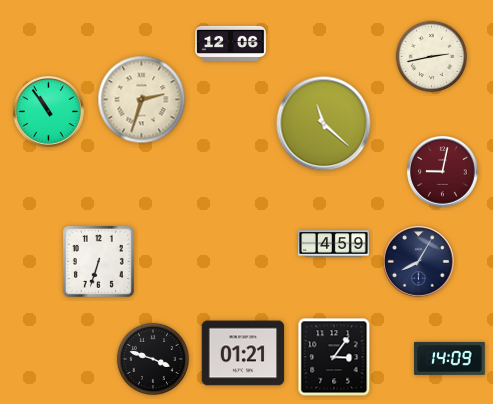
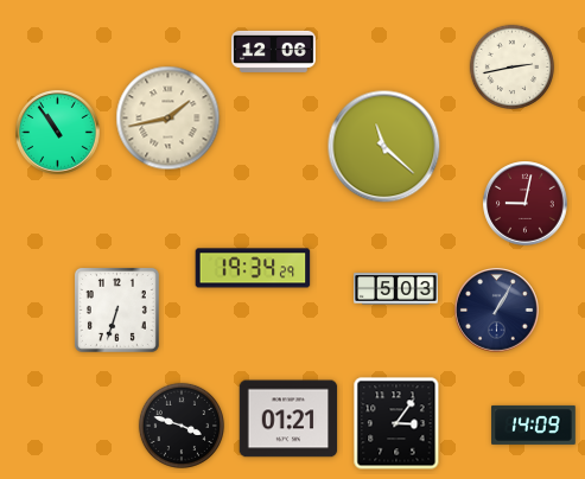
clock at (142, 100): 2:33 -> 1:43
clock at (253, 268): none -> 19:34
clock at (334, 244): 4:59 -> 5:03
clock at (419, 262): 8:05 -> 1:05
